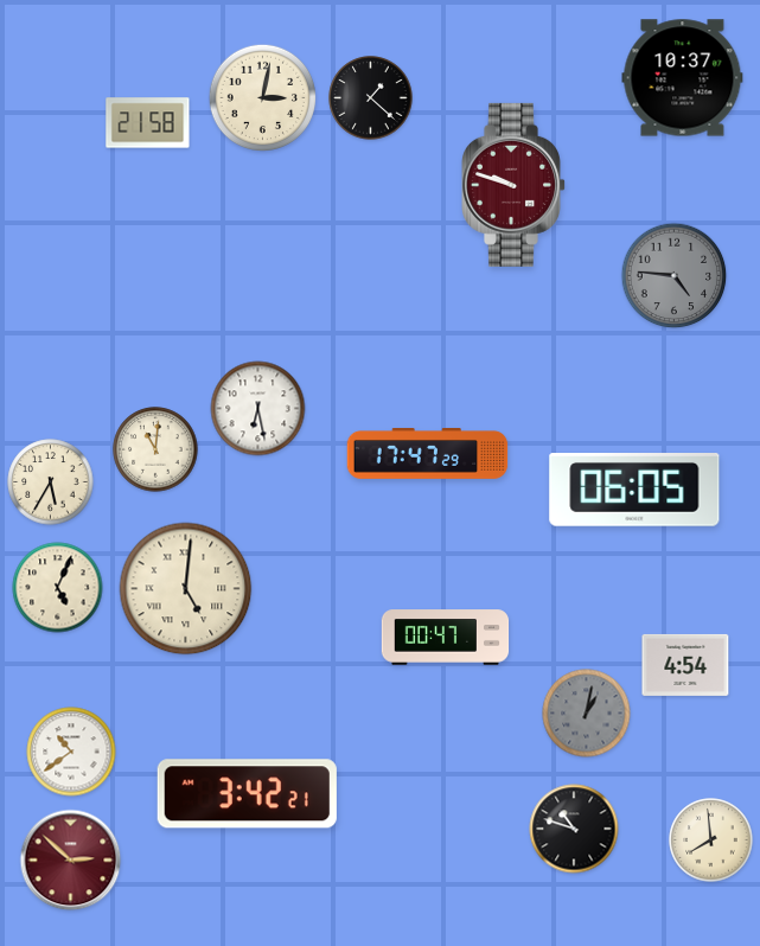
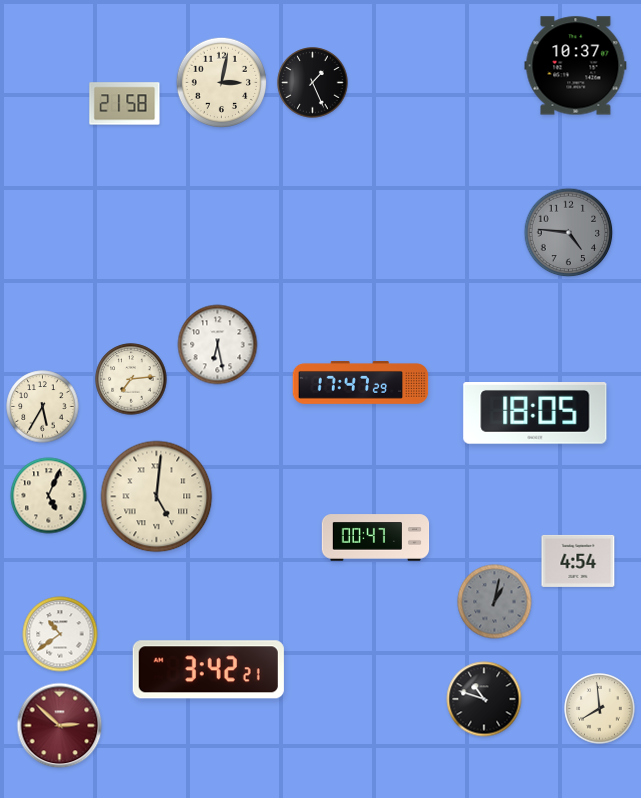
clock at (371, 98): 1:22 -> 1:26
clock at (515, 185): 9:48 -> none
clock at (155, 449): 11:01 -> 7:14
clock at (634, 490): 06:05 -> 18:05
